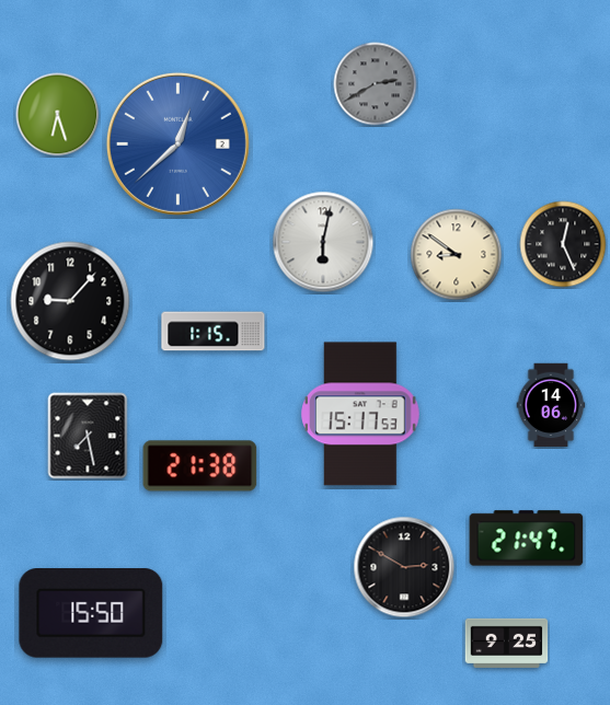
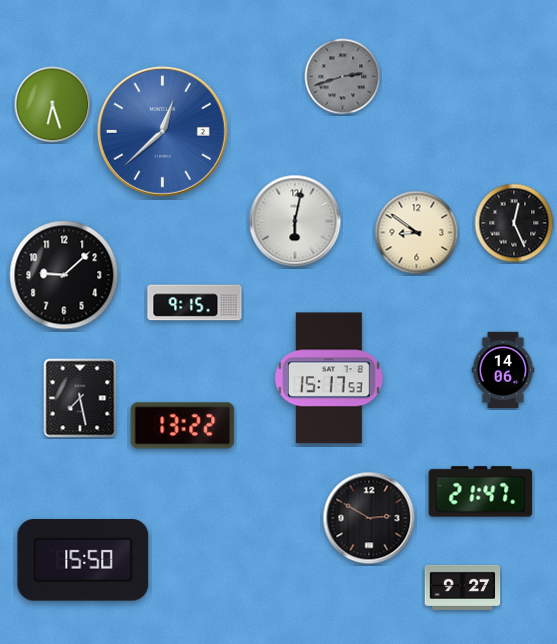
clock at (376, 84): 2:40 -> 2:42
clock at (70, 301): 9:07 -> 9:08
clock at (214, 332): 1:15 -> 9:15
clock at (200, 466): 21:38 -> 13:22
clock at (507, 643): 9:25 -> 9:27
